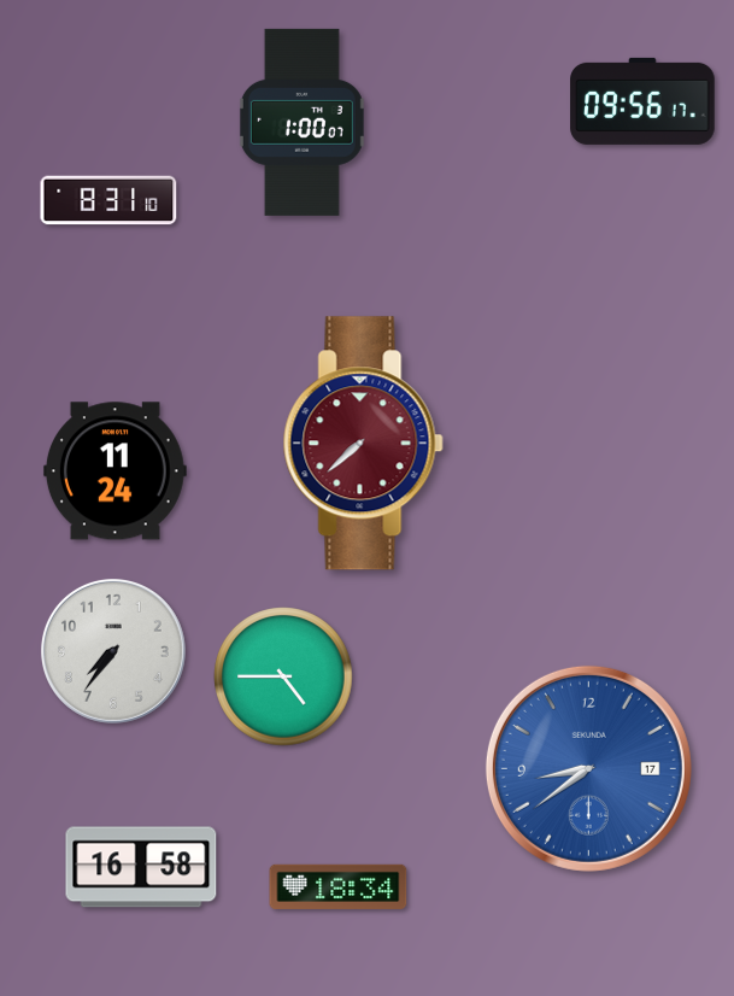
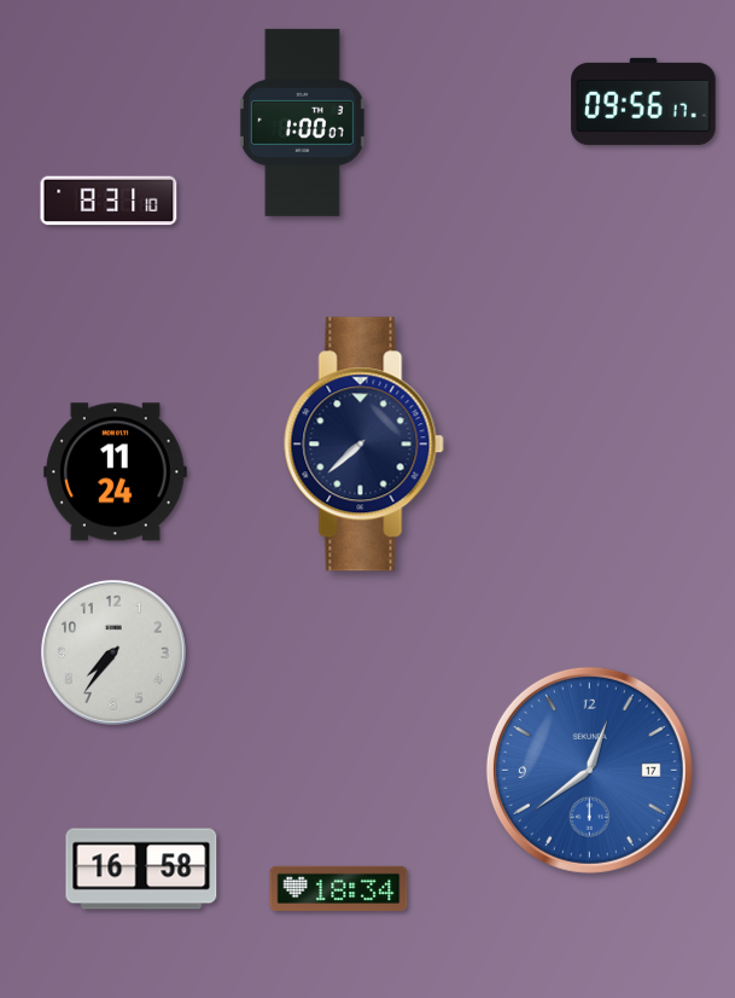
clock at (363, 444) dial: burgundy -> navy
clock at (283, 676): 4:45 -> none
clock at (588, 768): 8:39 -> 12:39
